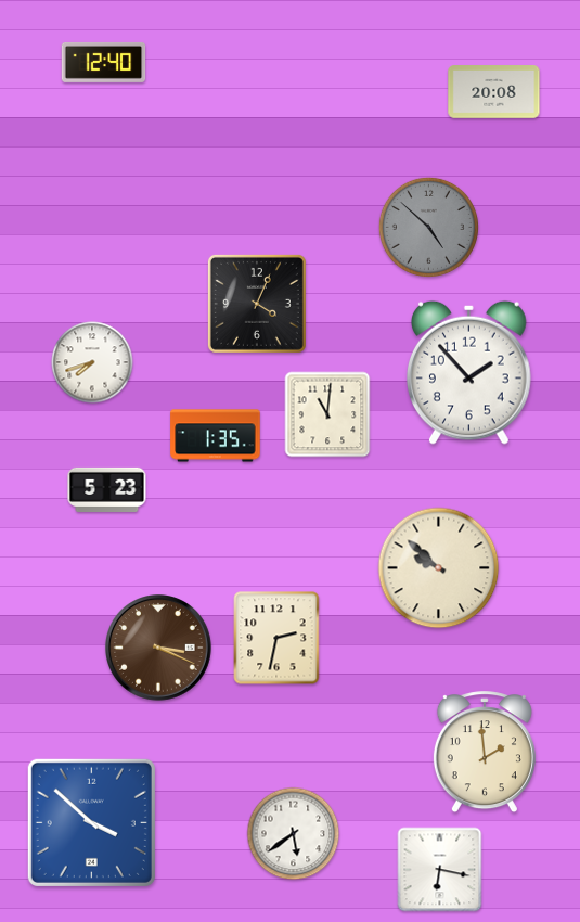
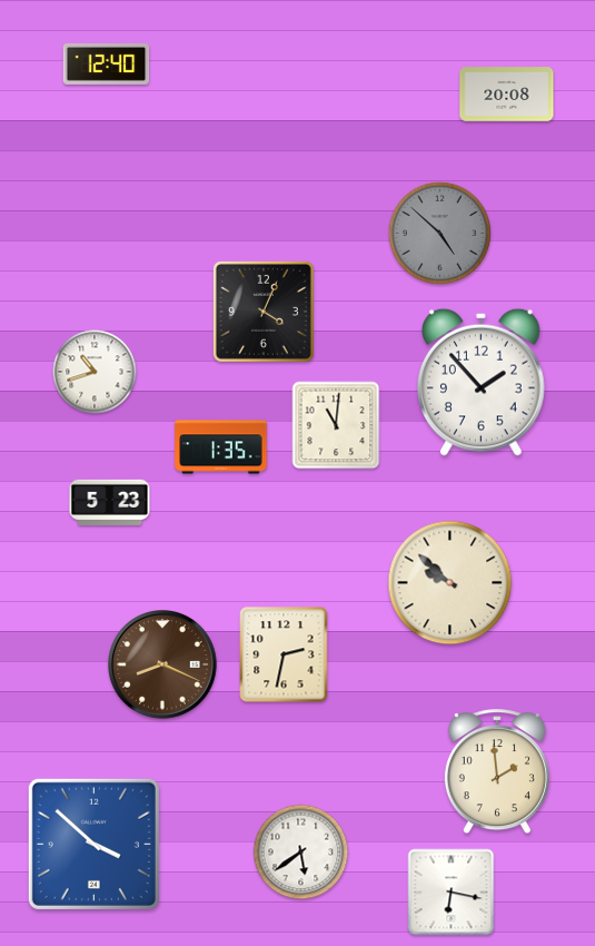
clock at (92, 362): 7:42 -> 10:42
clock at (159, 649): 3:19 -> 8:19
clock at (294, 834) position: (294, 834) -> (301, 853)
